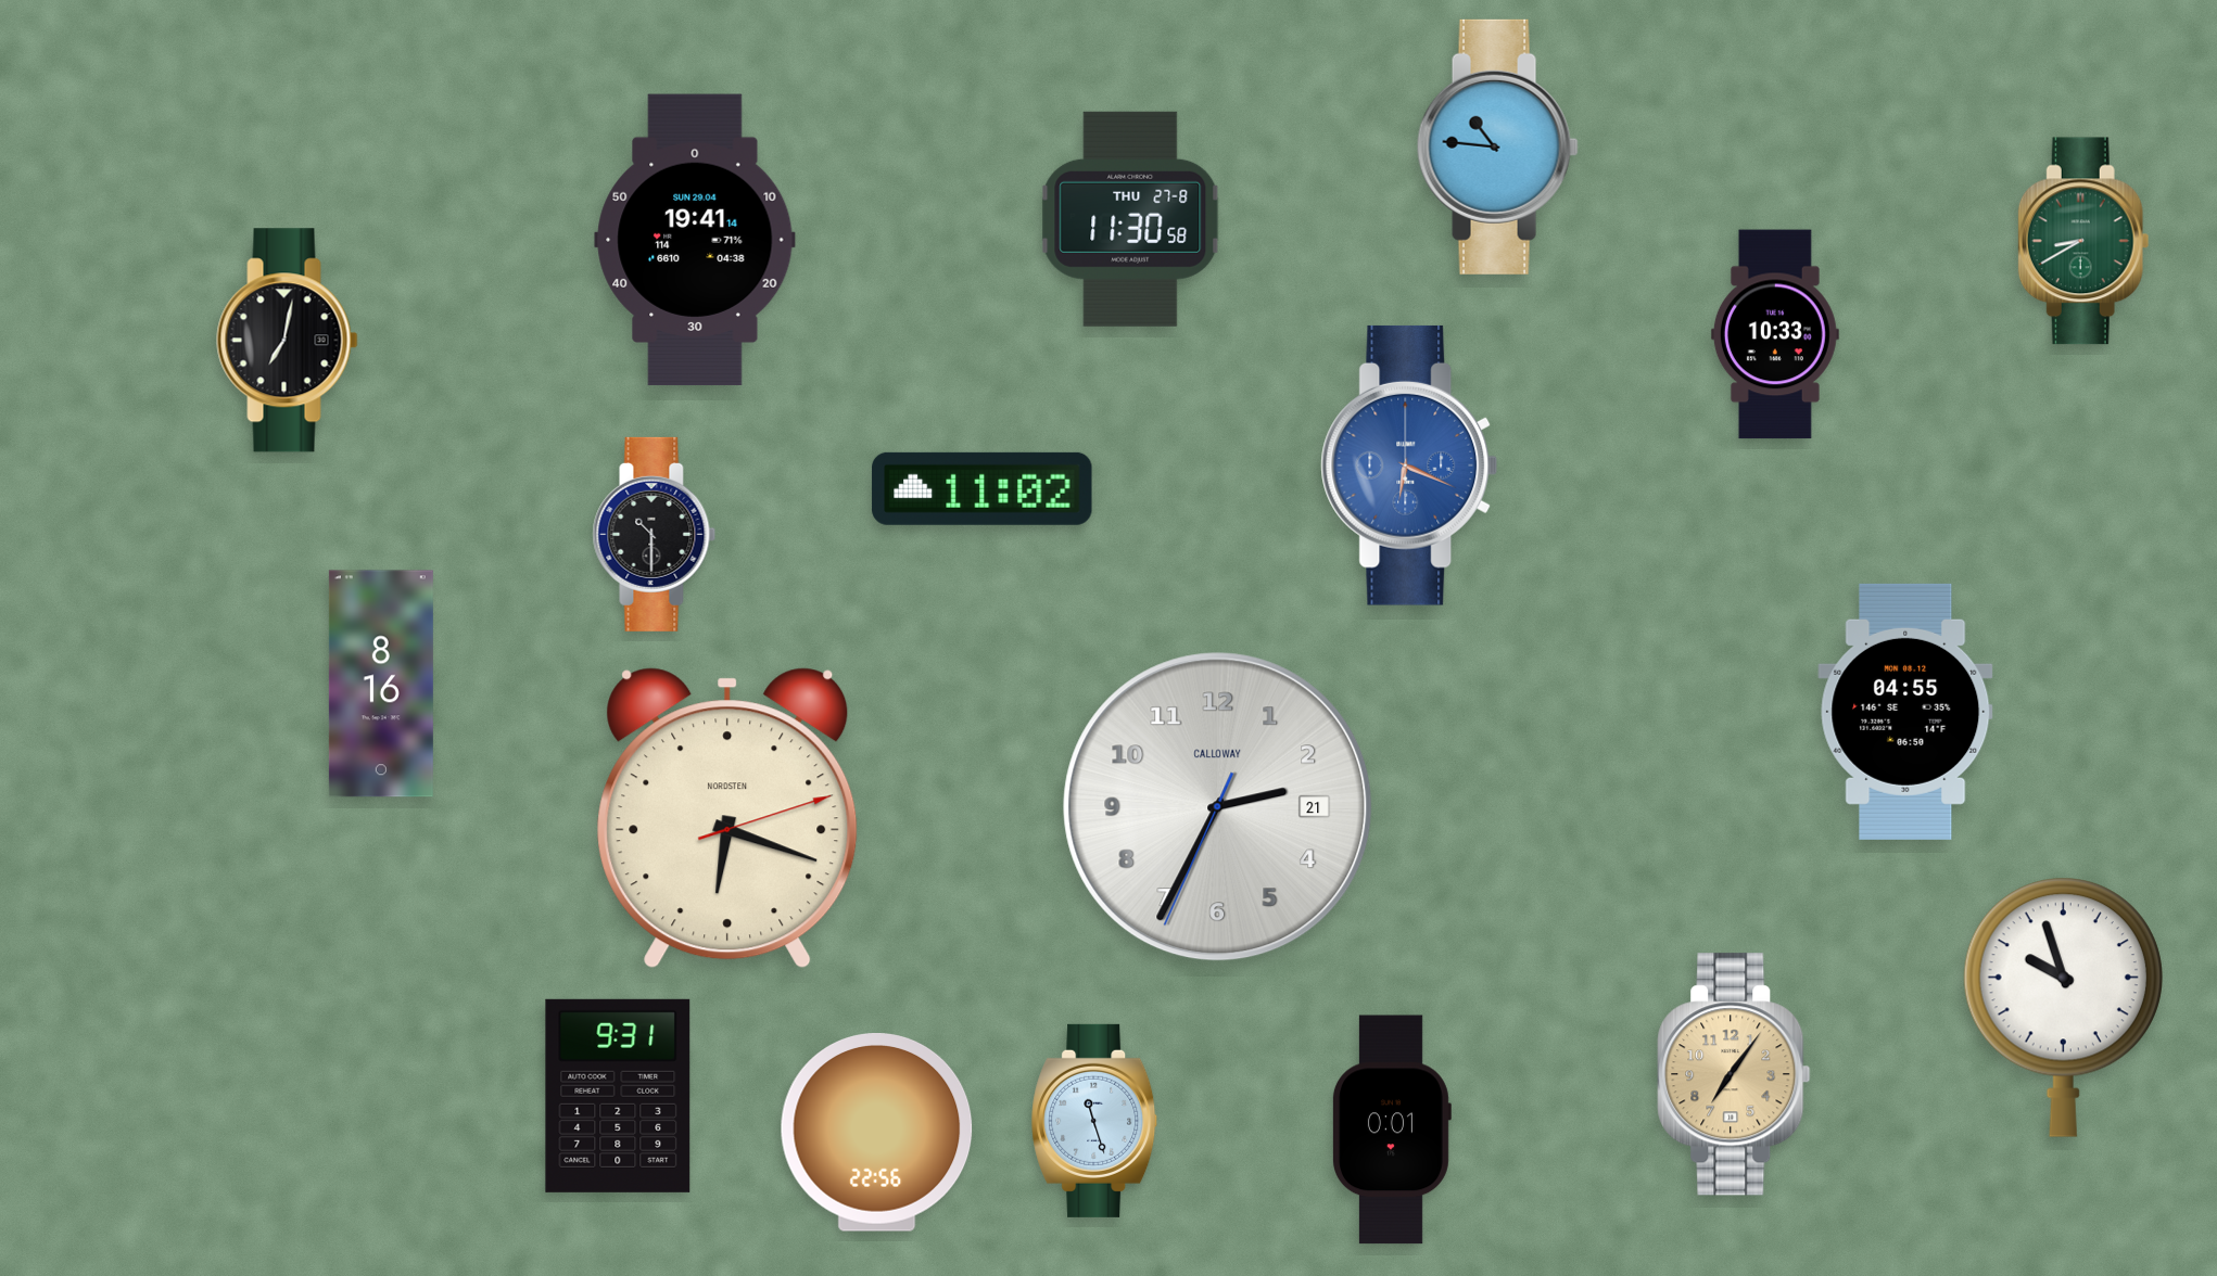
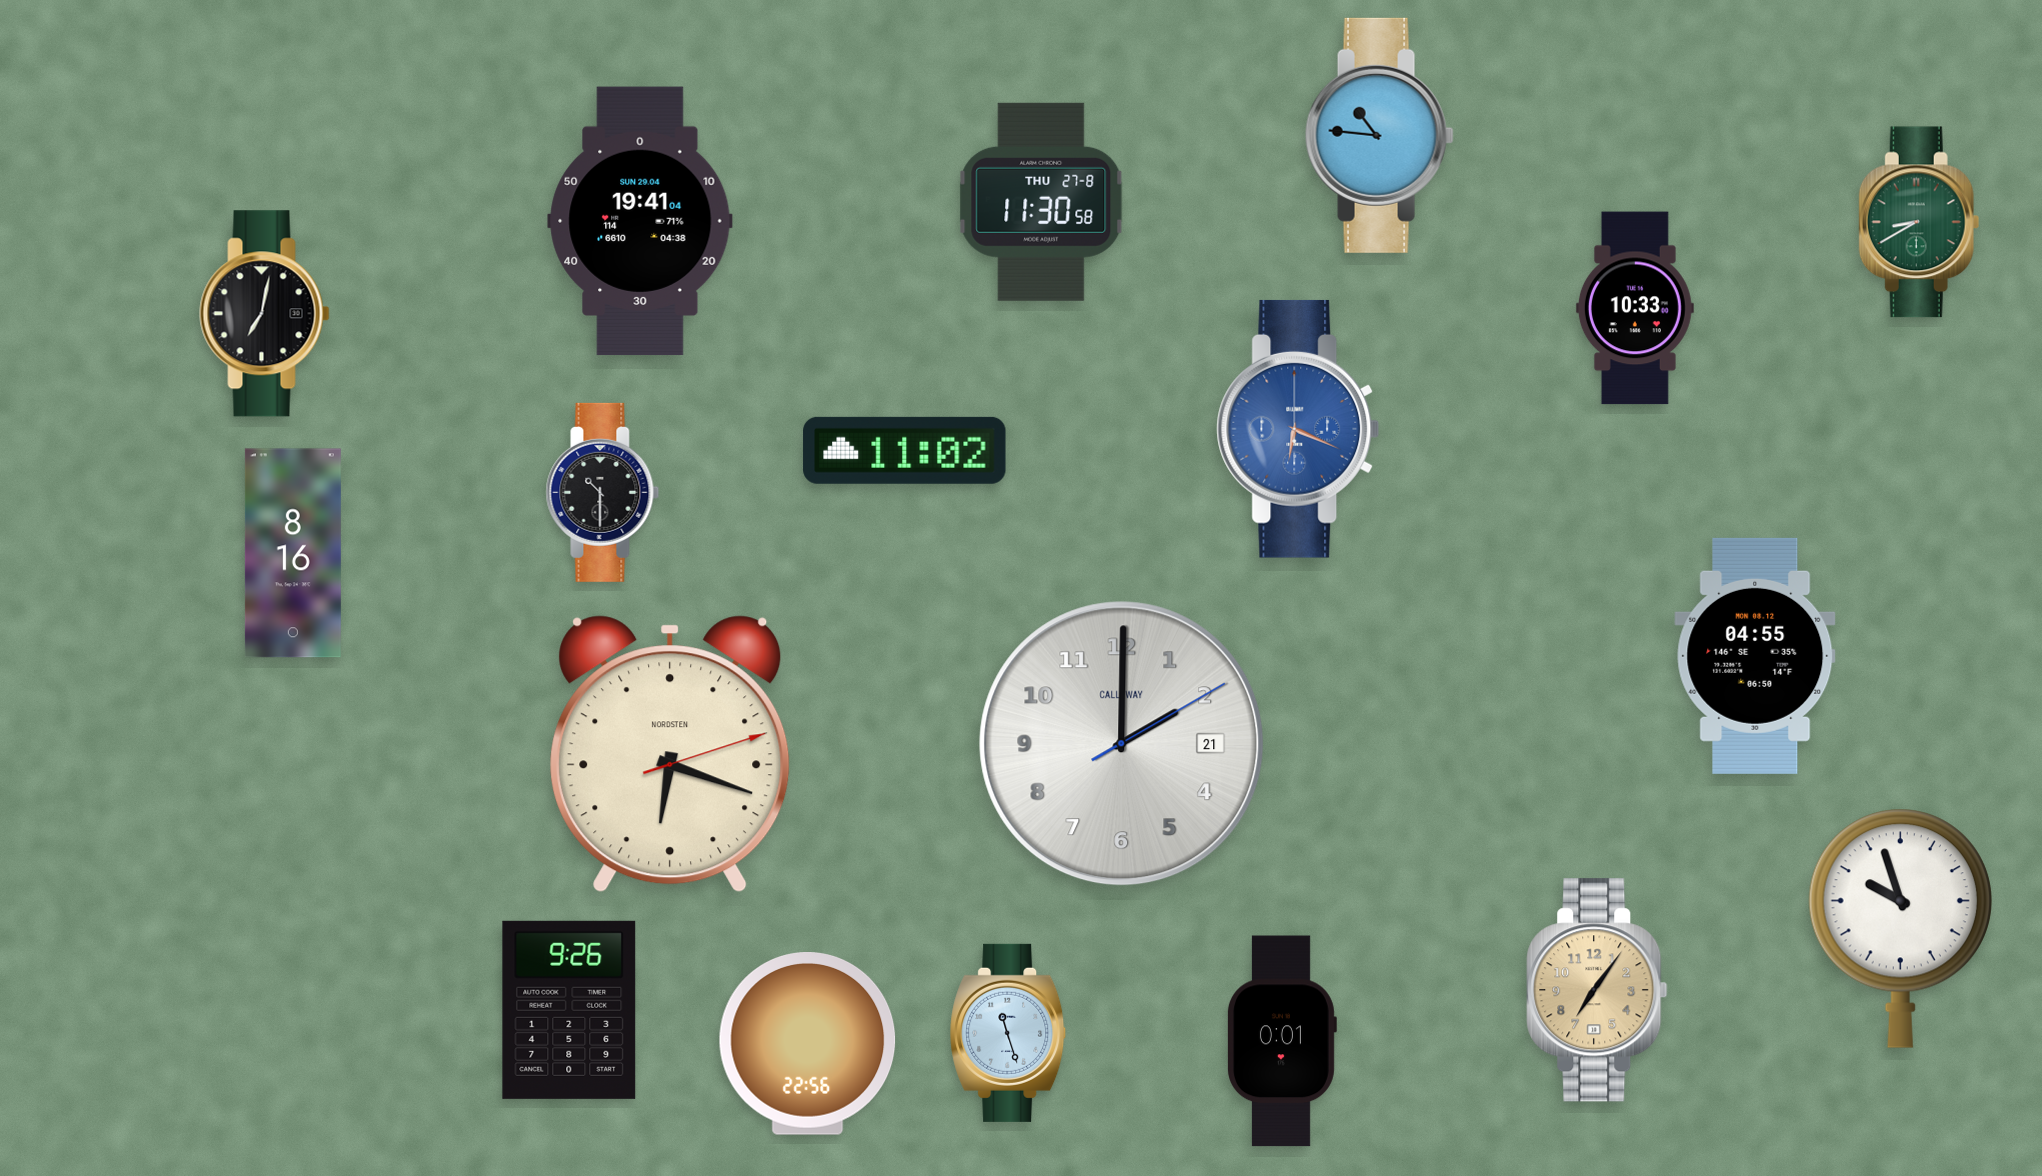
clock at (695, 240): 19:41:14 -> 19:41:04
clock at (381, 684) position: (381, 684) -> (293, 553)
clock at (1218, 807): 2:34 -> 2:00
clock at (618, 1096): 9:31 -> 9:26
